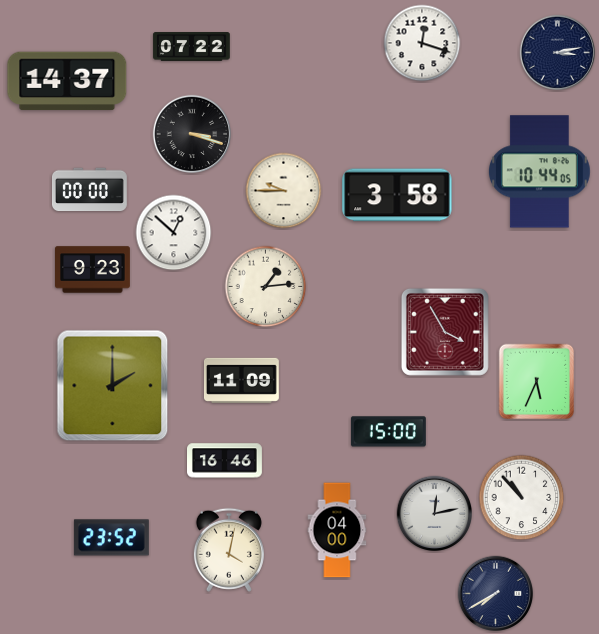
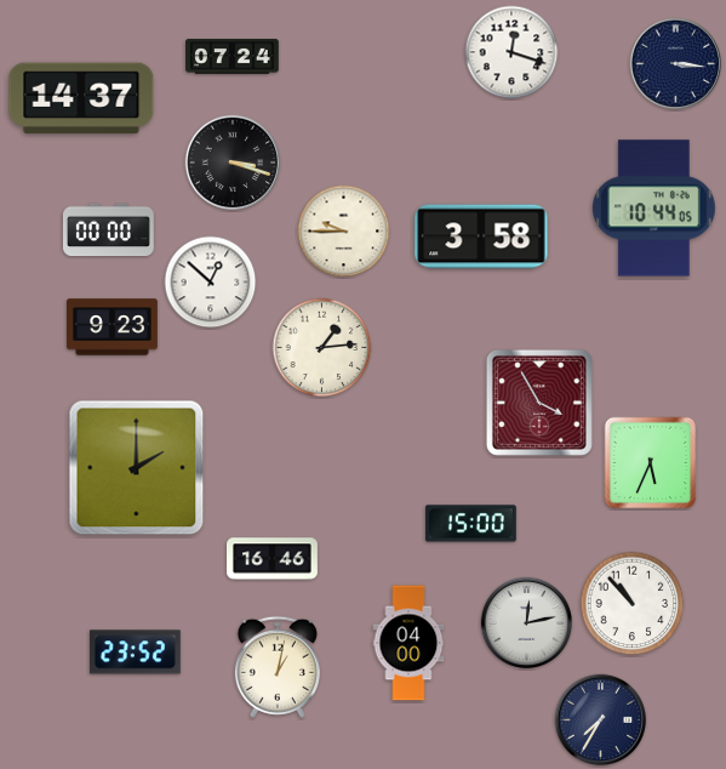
clock at (192, 47): 07:22 -> 07:24
clock at (558, 53): 3:13 -> 3:16
clock at (241, 380): 11:09 -> none
clock at (229, 550): 4:02 -> 1:02
clock at (496, 594): 7:40 -> 7:35
